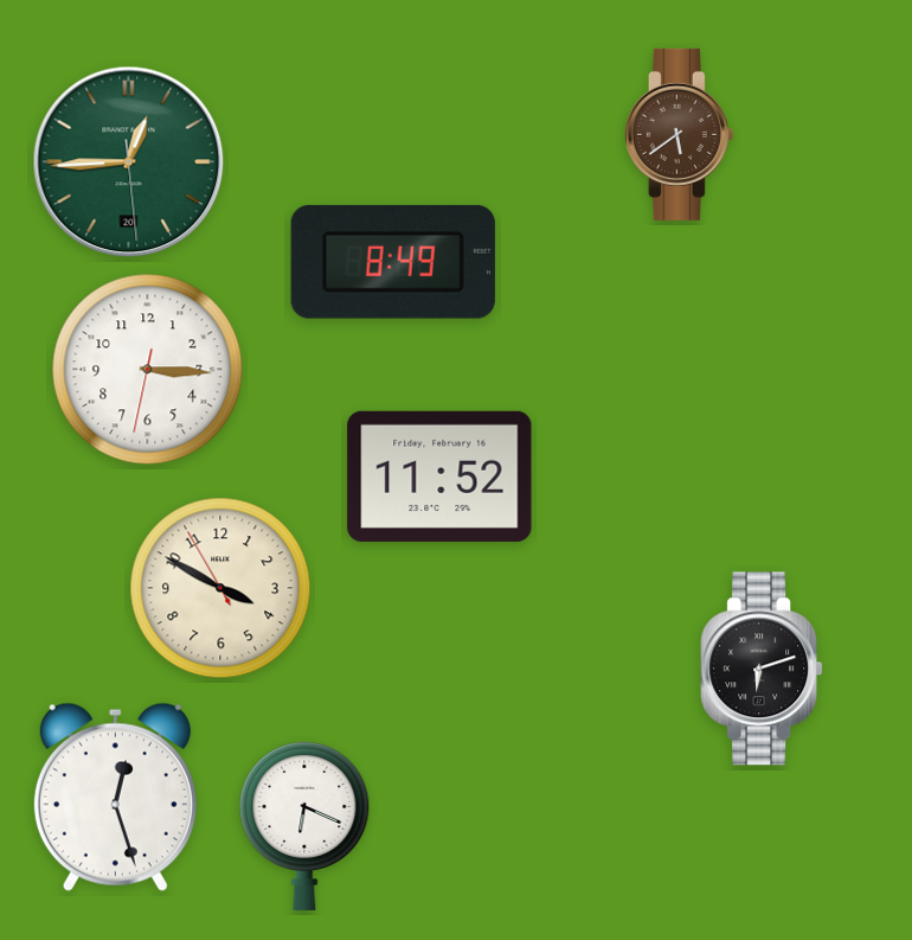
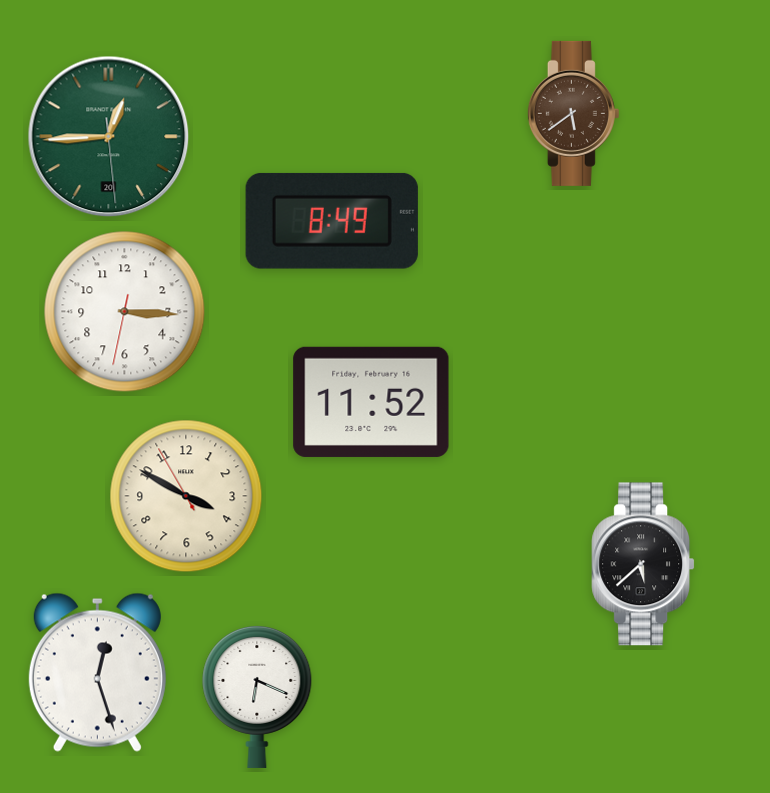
clock at (762, 669): 6:12 -> 5:38
